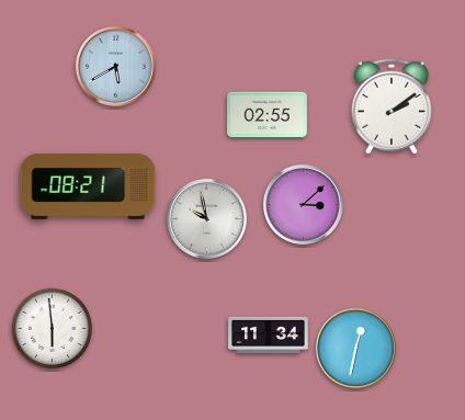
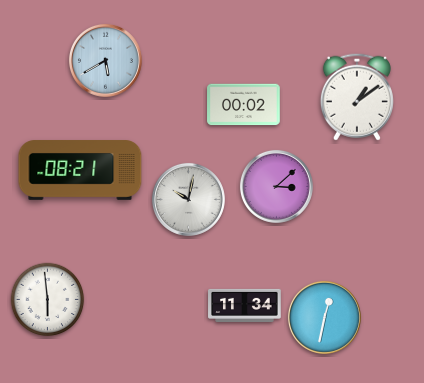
clock at (392, 106): 2:09 -> 1:09
clock at (268, 115): 02:55 -> 00:02
clock at (206, 218): 9:58 -> 10:02
